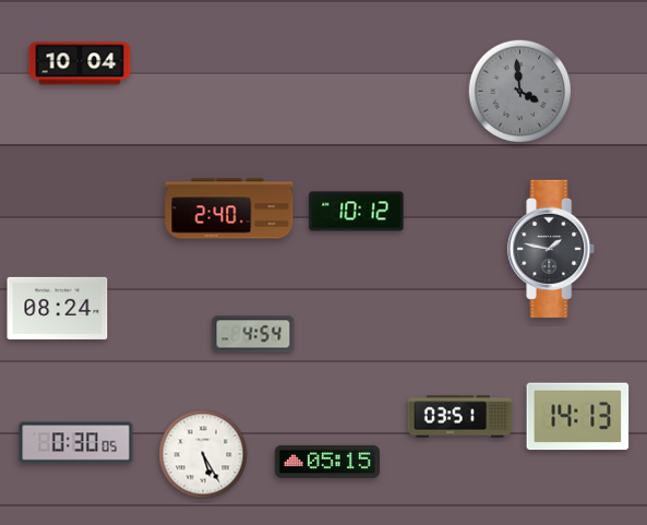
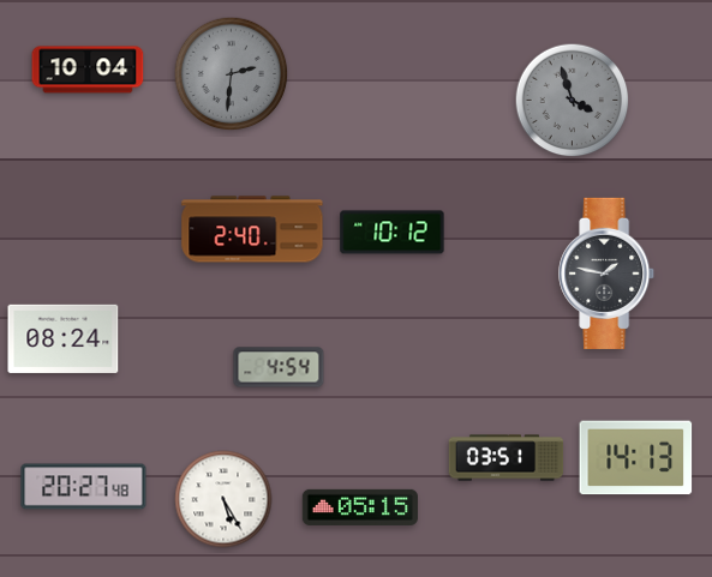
clock at (232, 74): none -> 2:31
clock at (520, 92): 3:59 -> 3:57
clock at (76, 443): 0:30 -> 20:27
